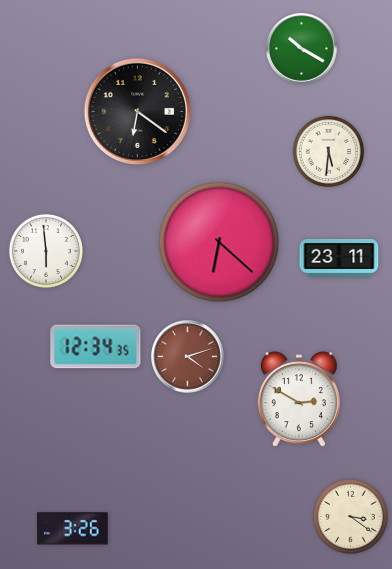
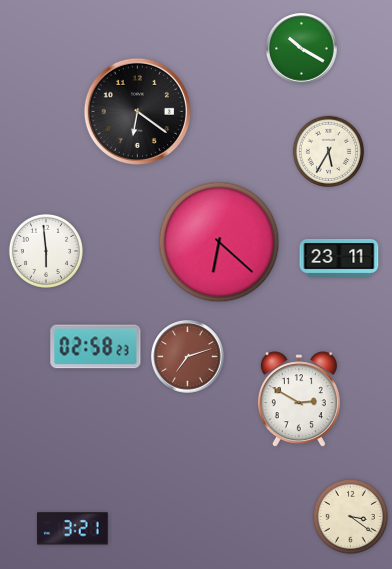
clock at (329, 152): 5:31 -> 5:35
clock at (96, 347): 12:34 -> 02:58
clock at (188, 357): 4:12 -> 7:12
clock at (73, 529): 3:26 -> 3:21
